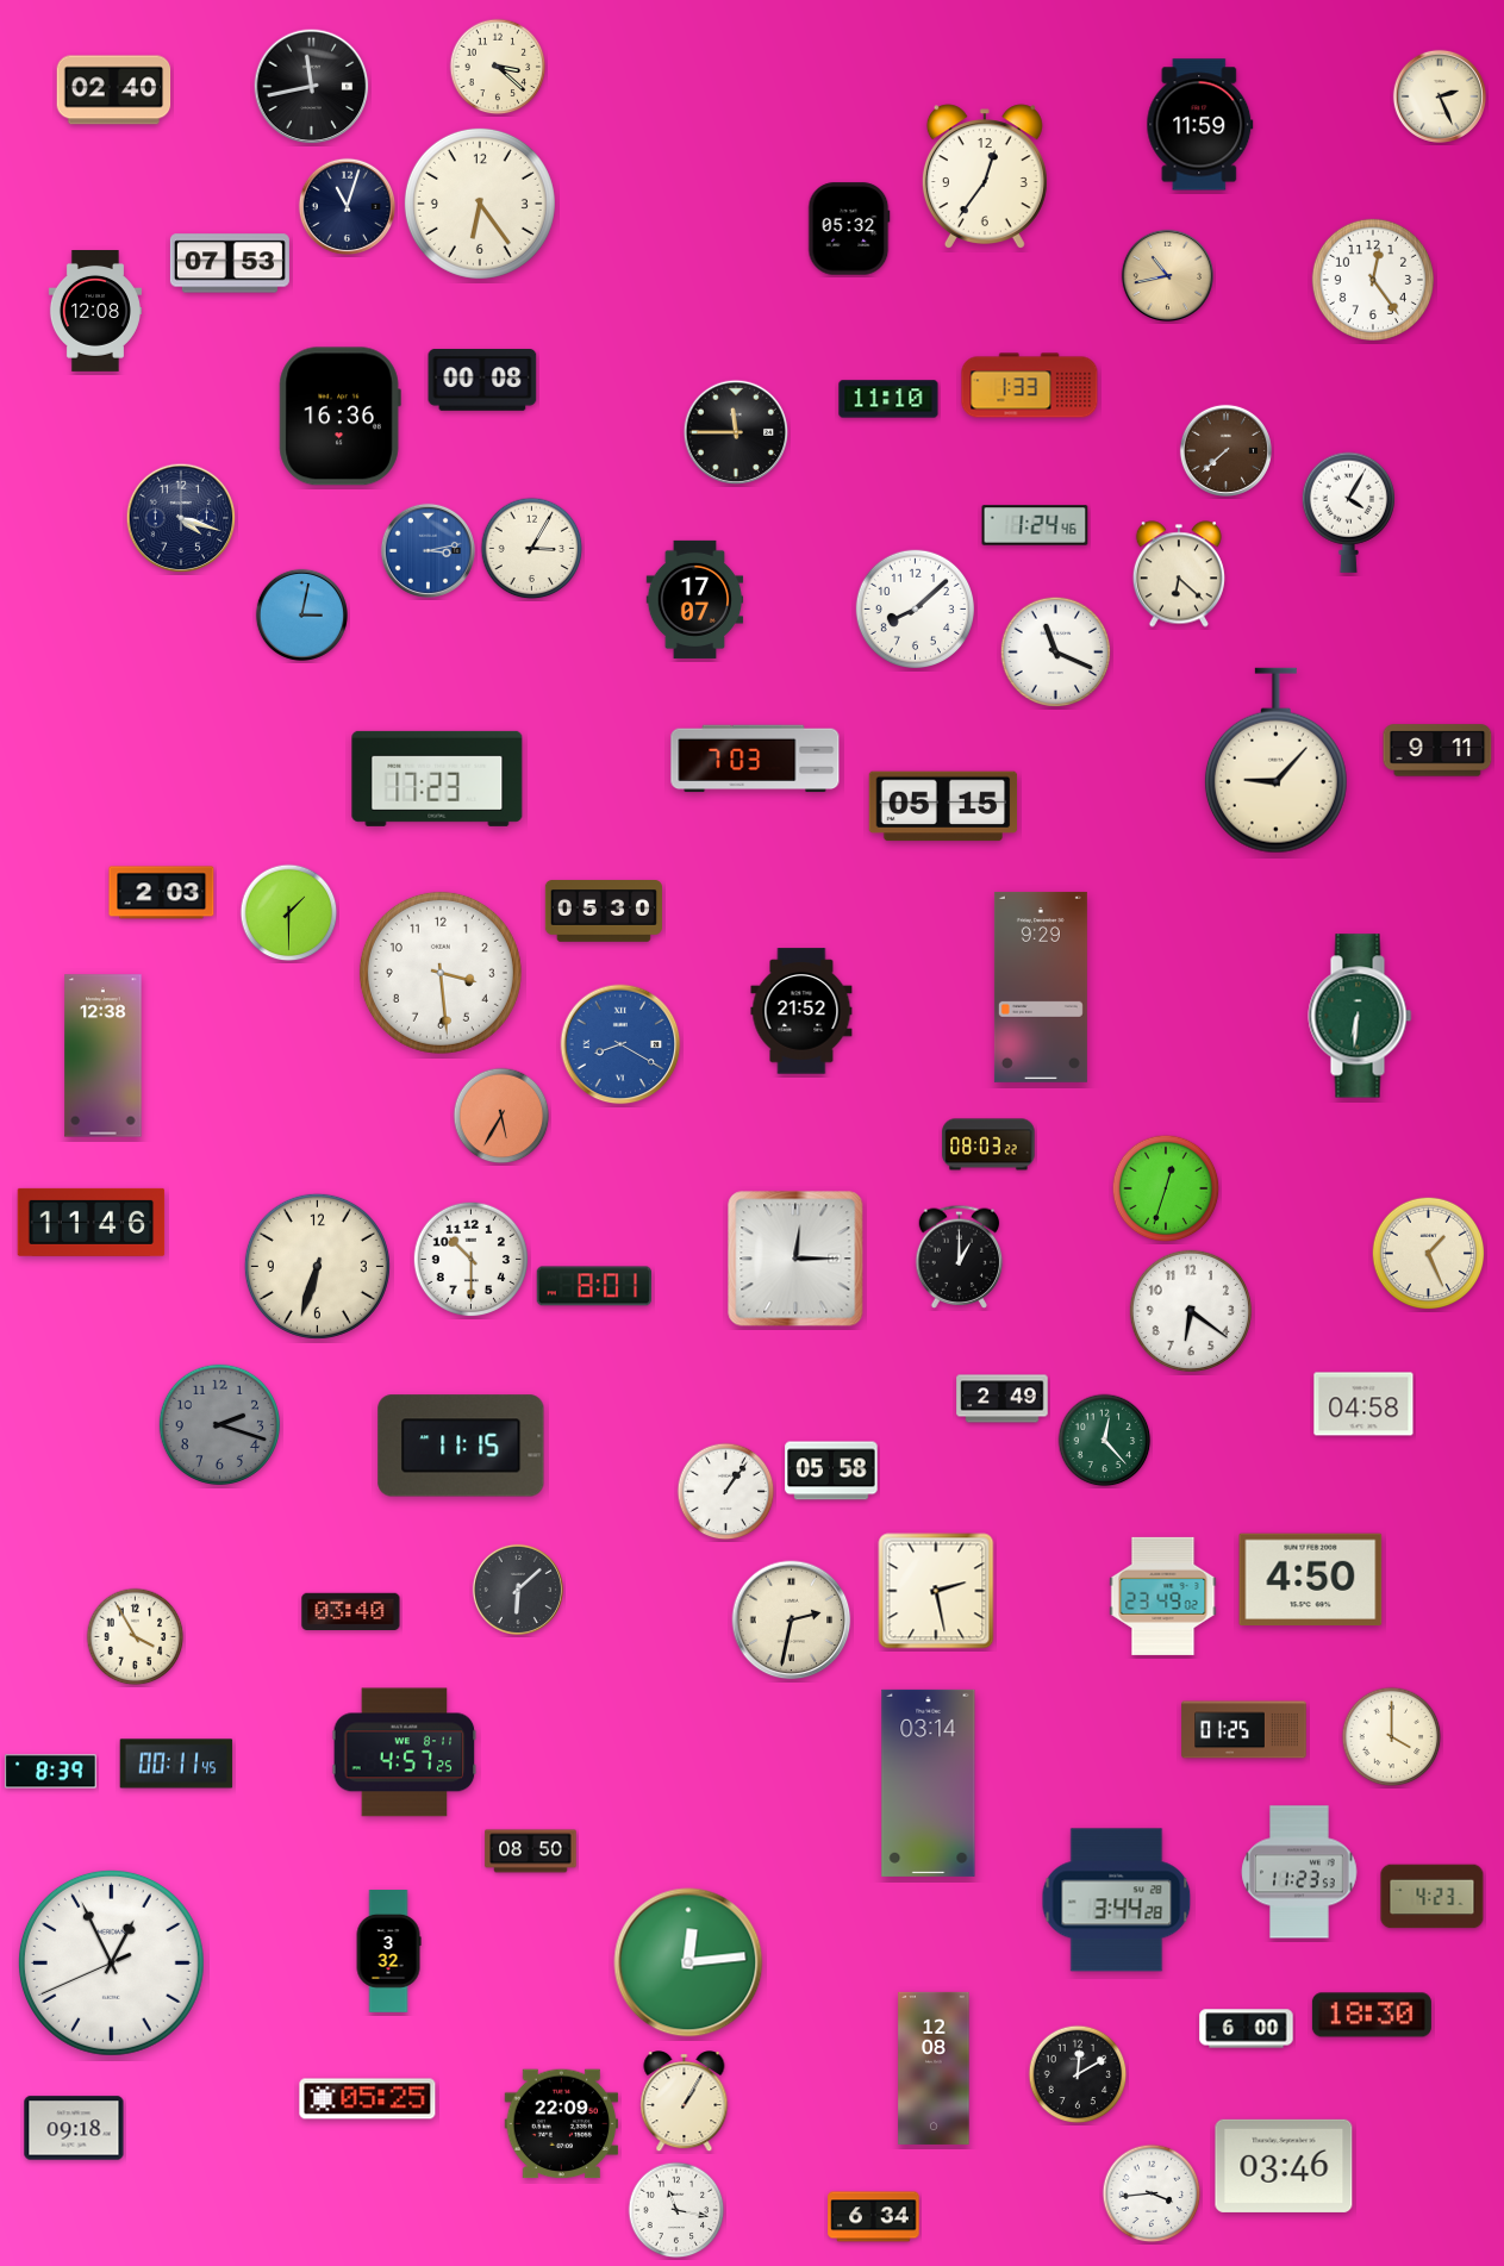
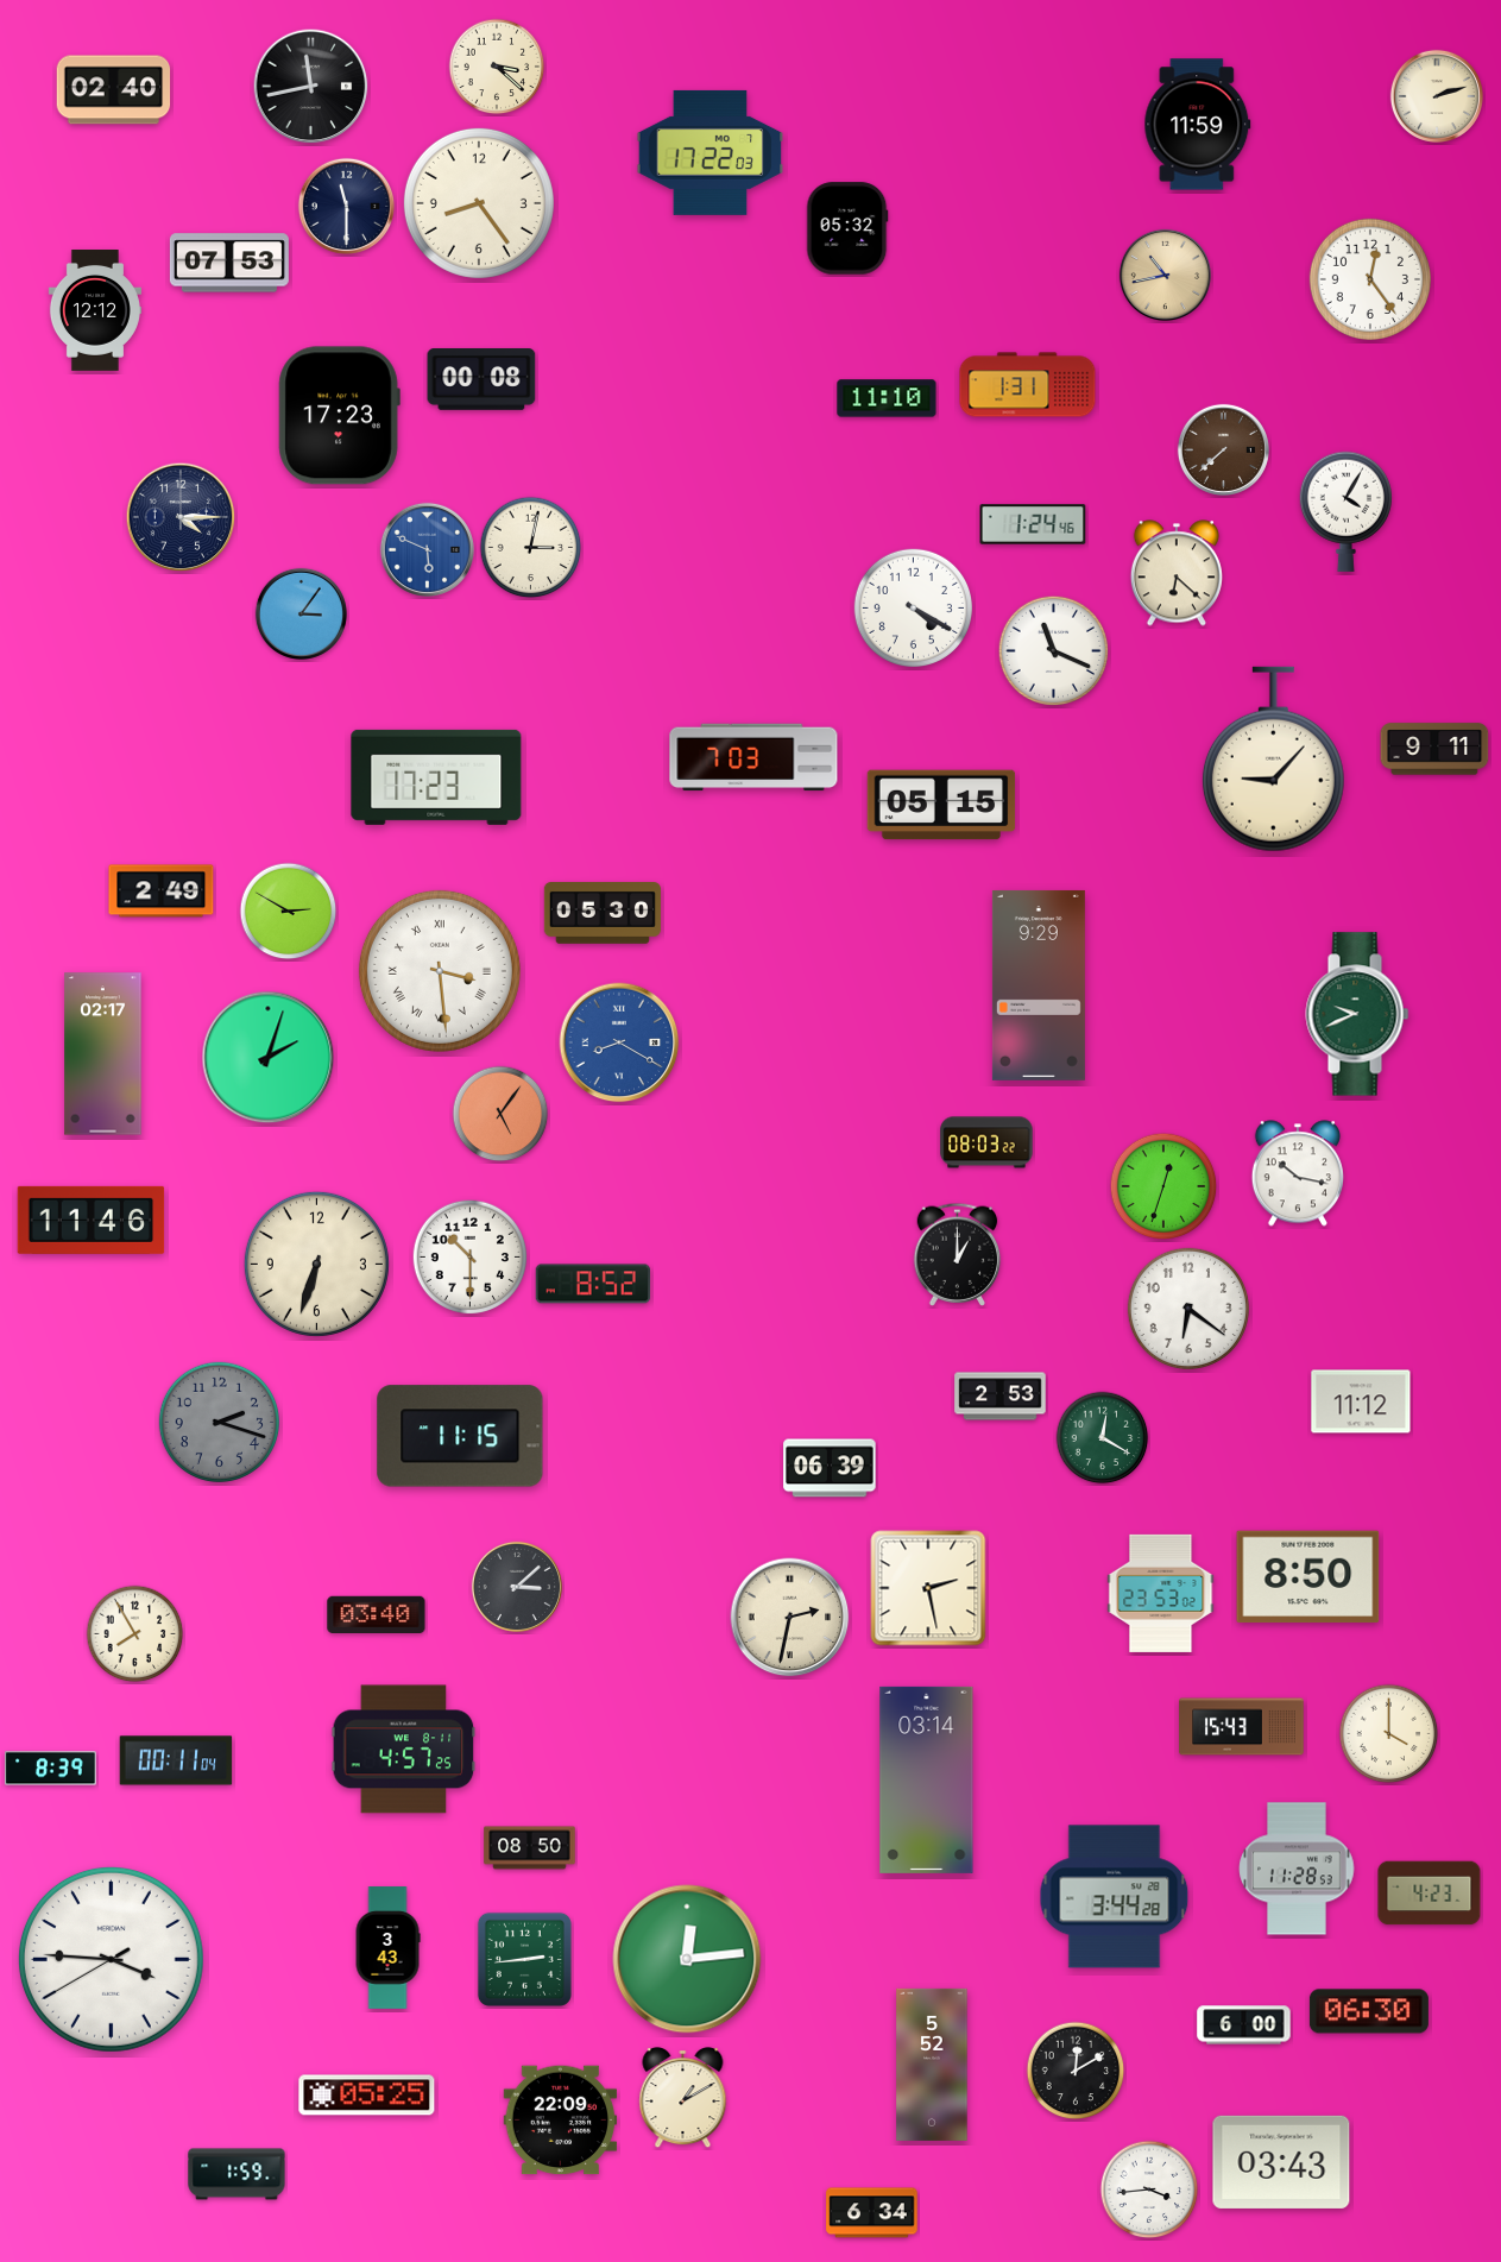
clock at (1440, 96): 2:26 -> 2:12
clock at (711, 152): none -> 17:22
clock at (985, 176): 12:36 -> none
clock at (480, 204): 6:24 -> 8:24
clock at (347, 206): 11:03 -> 11:30
clock at (95, 312): 12:08 -> 12:12
clock at (1030, 386): 1:33 -> 1:31
clock at (339, 417): 16:36 -> 17:23
clock at (736, 432): 11:45 -> none
clock at (181, 518): 4:18 -> 4:15
clock at (532, 549): 3:05 -> 3:02
clock at (428, 550): 3:13 -> 5:49
clock at (695, 599): 17:07 -> none
clock at (915, 608): 8:08 -> 4:20
clock at (301, 614): 3:02 -> 3:06
clock at (162, 893): 2:03 -> 2:49
clock at (604, 912) position: (604, 912) -> (603, 914)
clock at (289, 913): 1:30 -> 2:50
clock at (441, 973) numerals: Arabic -> Roman
clock at (801, 1011): 21:52 -> none
clock at (1360, 1016): 6:31 -> 9:41
clock at (104, 1056): 12:38 -> 02:17
clock at (269, 1058): none -> 2:03
clock at (501, 1116): 5:35 -> 5:06
clock at (1298, 1173): none -> 10:17
clock at (1429, 1254): 1:26 -> none
clock at (795, 1259): 12:15 -> none
clock at (593, 1286): 8:01 -> 8:52
clock at (1003, 1399): 2:49 -> 2:53
clock at (1363, 1404): 04:58 -> 11:12
clock at (1105, 1441): 12:23 -> 12:20
clock at (461, 1446) position: (461, 1446) -> (460, 1436)
clock at (831, 1471): 05:58 -> 06:39
clock at (726, 1492): 1:06 -> none
clock at (1311, 1580): 4:50 -> 8:50
clock at (518, 1590): 6:08 -> 3:08
clock at (936, 1591) position: (936, 1591) -> (928, 1588)
clock at (1163, 1596): 23:49 -> 23:53
clock at (351, 1611) position: (351, 1611) -> (377, 1614)
clock at (136, 1637): 3:55 -> 7:55
clock at (1244, 1730): 01:25 -> 15:43
clock at (176, 1764): 00:11:45 -> 00:11:04
clock at (1299, 1872): 11:23 -> 11:28
clock at (388, 1952): 3:32 -> 3:43
clock at (111, 1962): 12:55 -> 3:45
clock at (524, 1959): none -> 2:44
clock at (1372, 2015): 18:30 -> 06:30
clock at (934, 2068): 12:08 -> 5:52
clock at (685, 2103): 1:05 -> 1:10
clock at (74, 2128): 09:18 -> none
clock at (1284, 2166): 03:46 -> 03:43
clock at (236, 2174): none -> 1:59
clock at (676, 2210): 11:17 -> none
